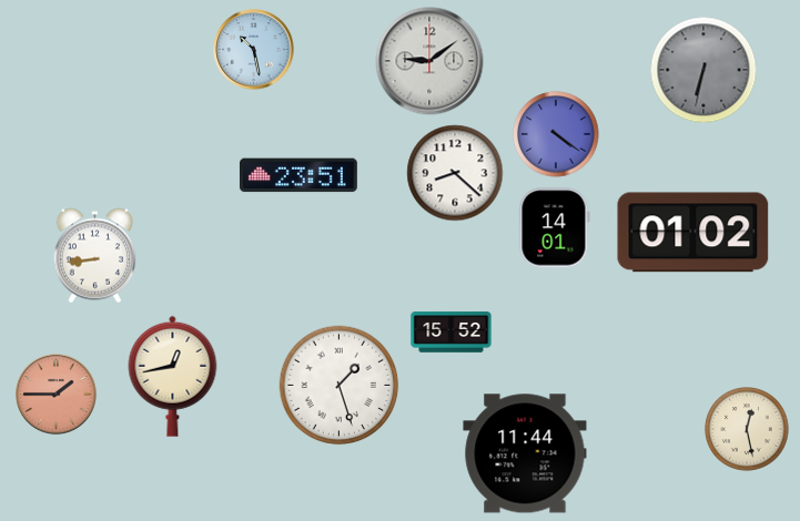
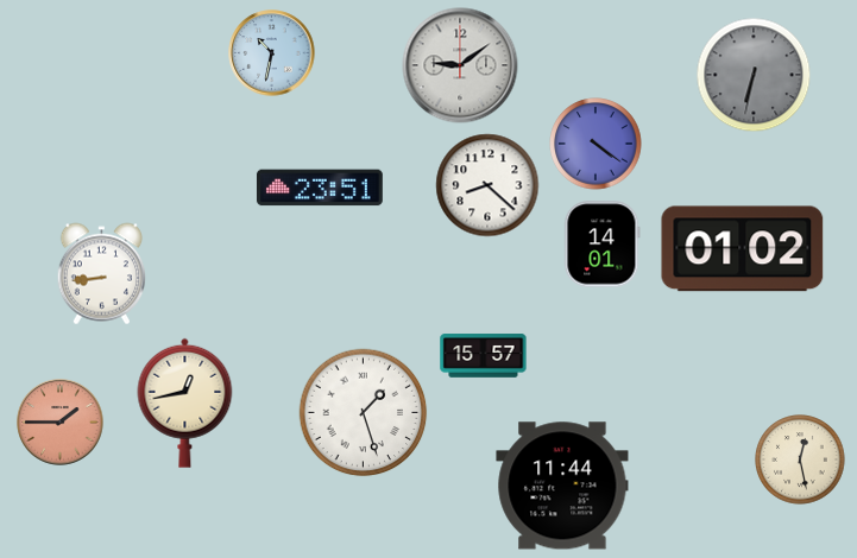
clock at (254, 50): 10:28 -> 10:32
clock at (555, 228) position: (555, 228) -> (603, 245)
clock at (452, 333): 15:52 -> 15:57
